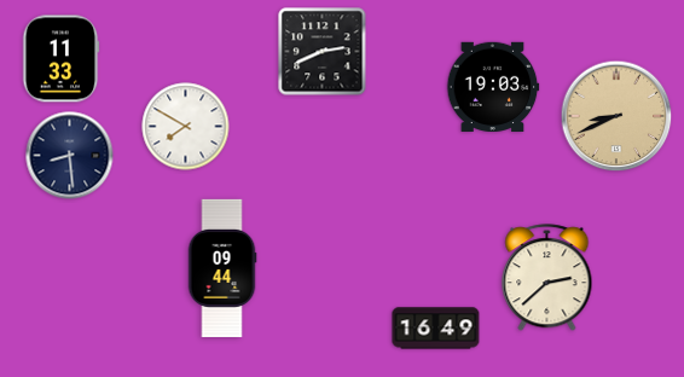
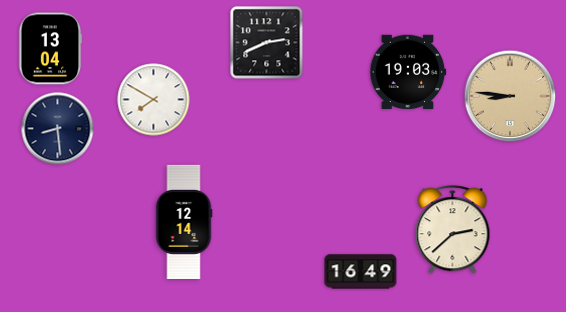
clock at (60, 59): 11:33 -> 13:04
clock at (616, 116): 8:41 -> 8:46
clock at (186, 127) position: (186, 127) -> (154, 100)
clock at (222, 267): 09:44 -> 12:14
